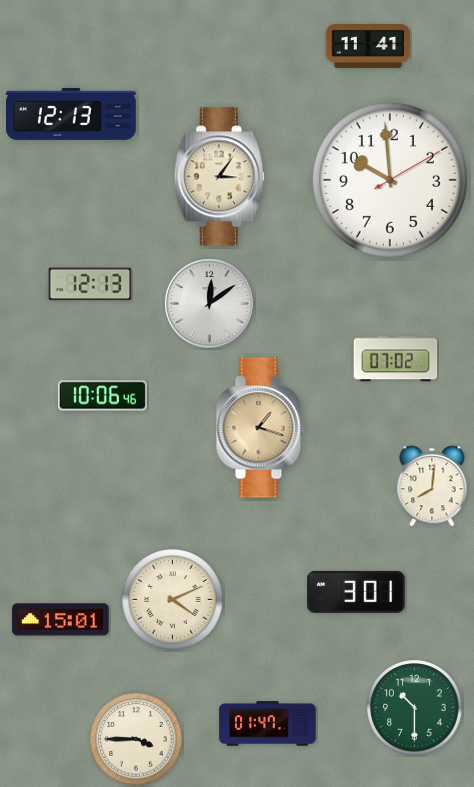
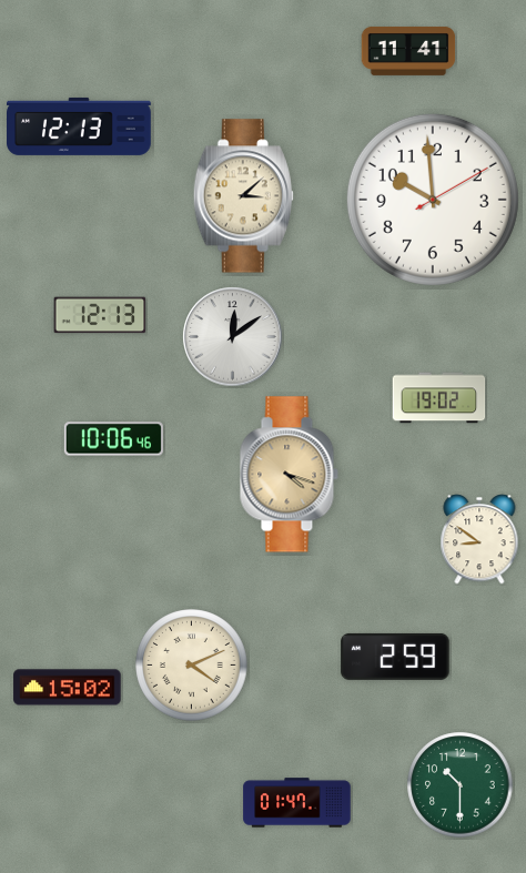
clock at (219, 177): 3:06 -> 3:08
clock at (396, 359): 07:02 -> 19:02
clock at (260, 428): 1:18 -> 4:18
clock at (432, 486): 8:01 -> 8:51
clock at (356, 592): 3:01 -> 2:59
clock at (61, 620): 15:01 -> 15:02
clock at (136, 739): 3:45 -> none
